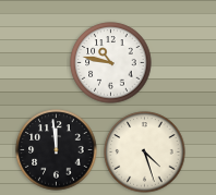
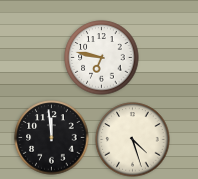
clock at (111, 63): 10:47 -> 6:47
